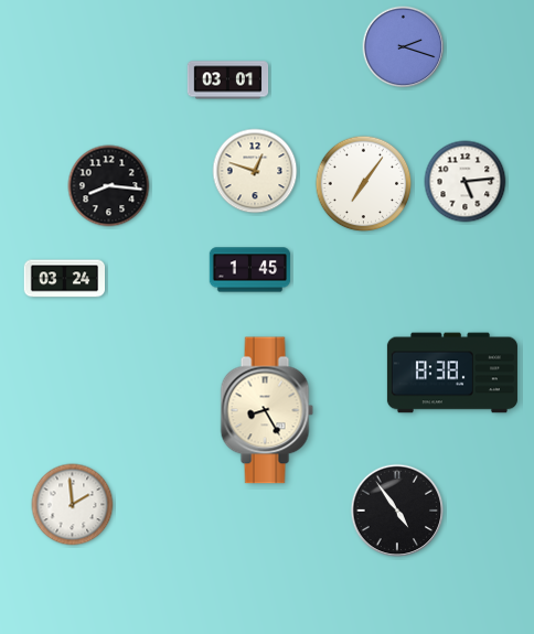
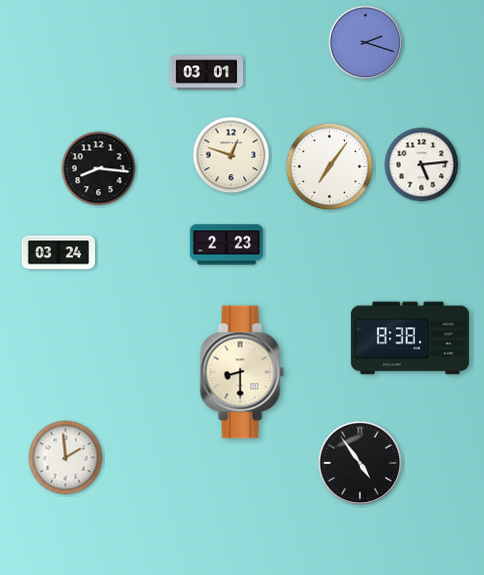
clock at (250, 270): 1:45 -> 2:23
clock at (267, 410): 8:25 -> 8:30
